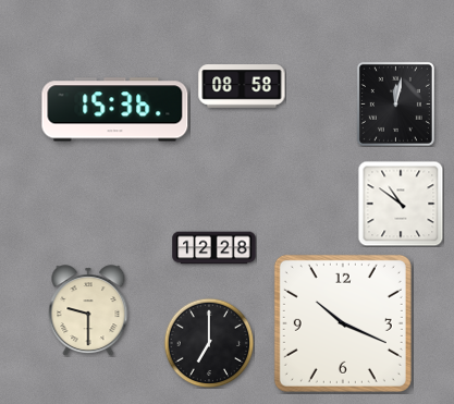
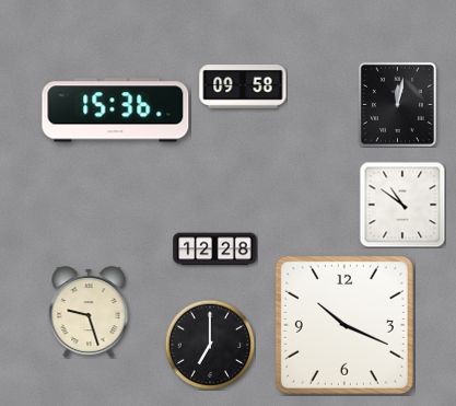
clock at (242, 86): 08:58 -> 09:58
clock at (88, 310): 9:30 -> 9:27
